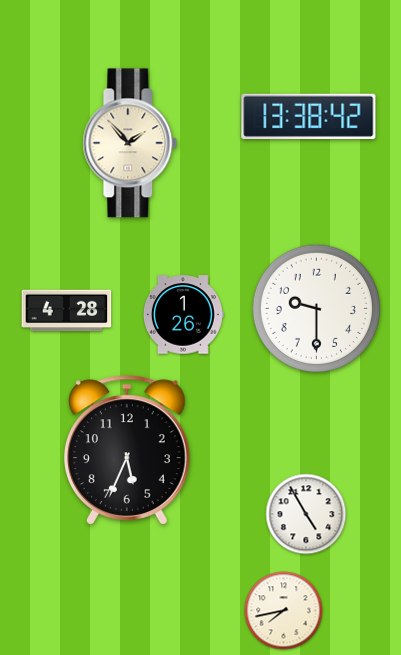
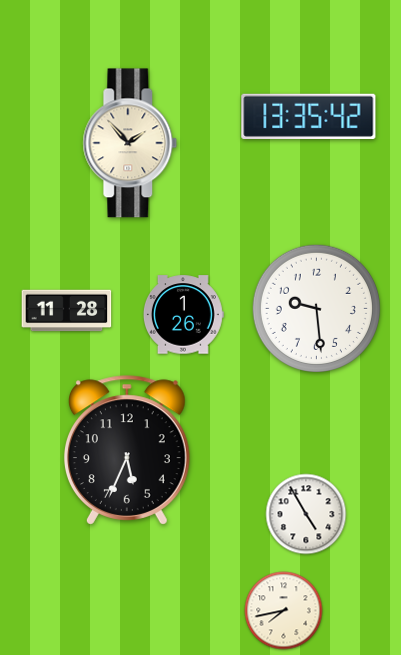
clock at (309, 116): 13:38 -> 13:35
clock at (316, 308): 9:30 -> 9:29
clock at (67, 311): 4:28 -> 11:28
